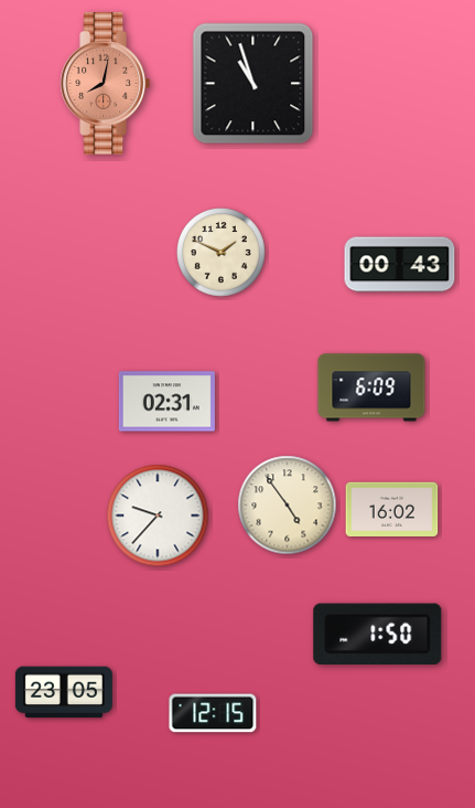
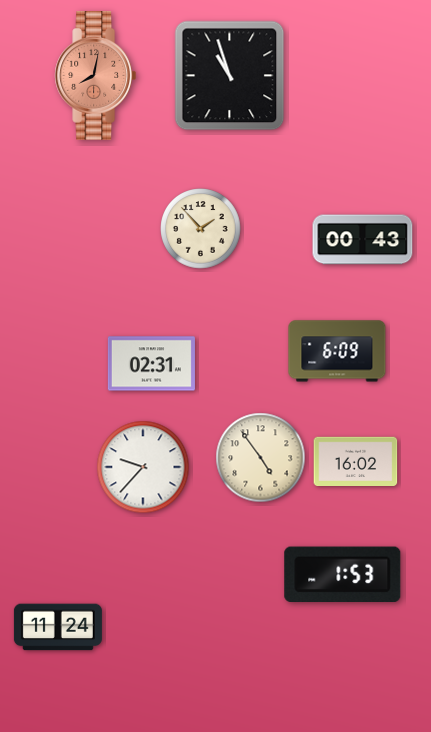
clock at (222, 253): 1:49 -> 1:53
clock at (378, 634): 1:50 -> 1:53
clock at (64, 692): 23:05 -> 11:24
clock at (213, 713): 12:15 -> none
